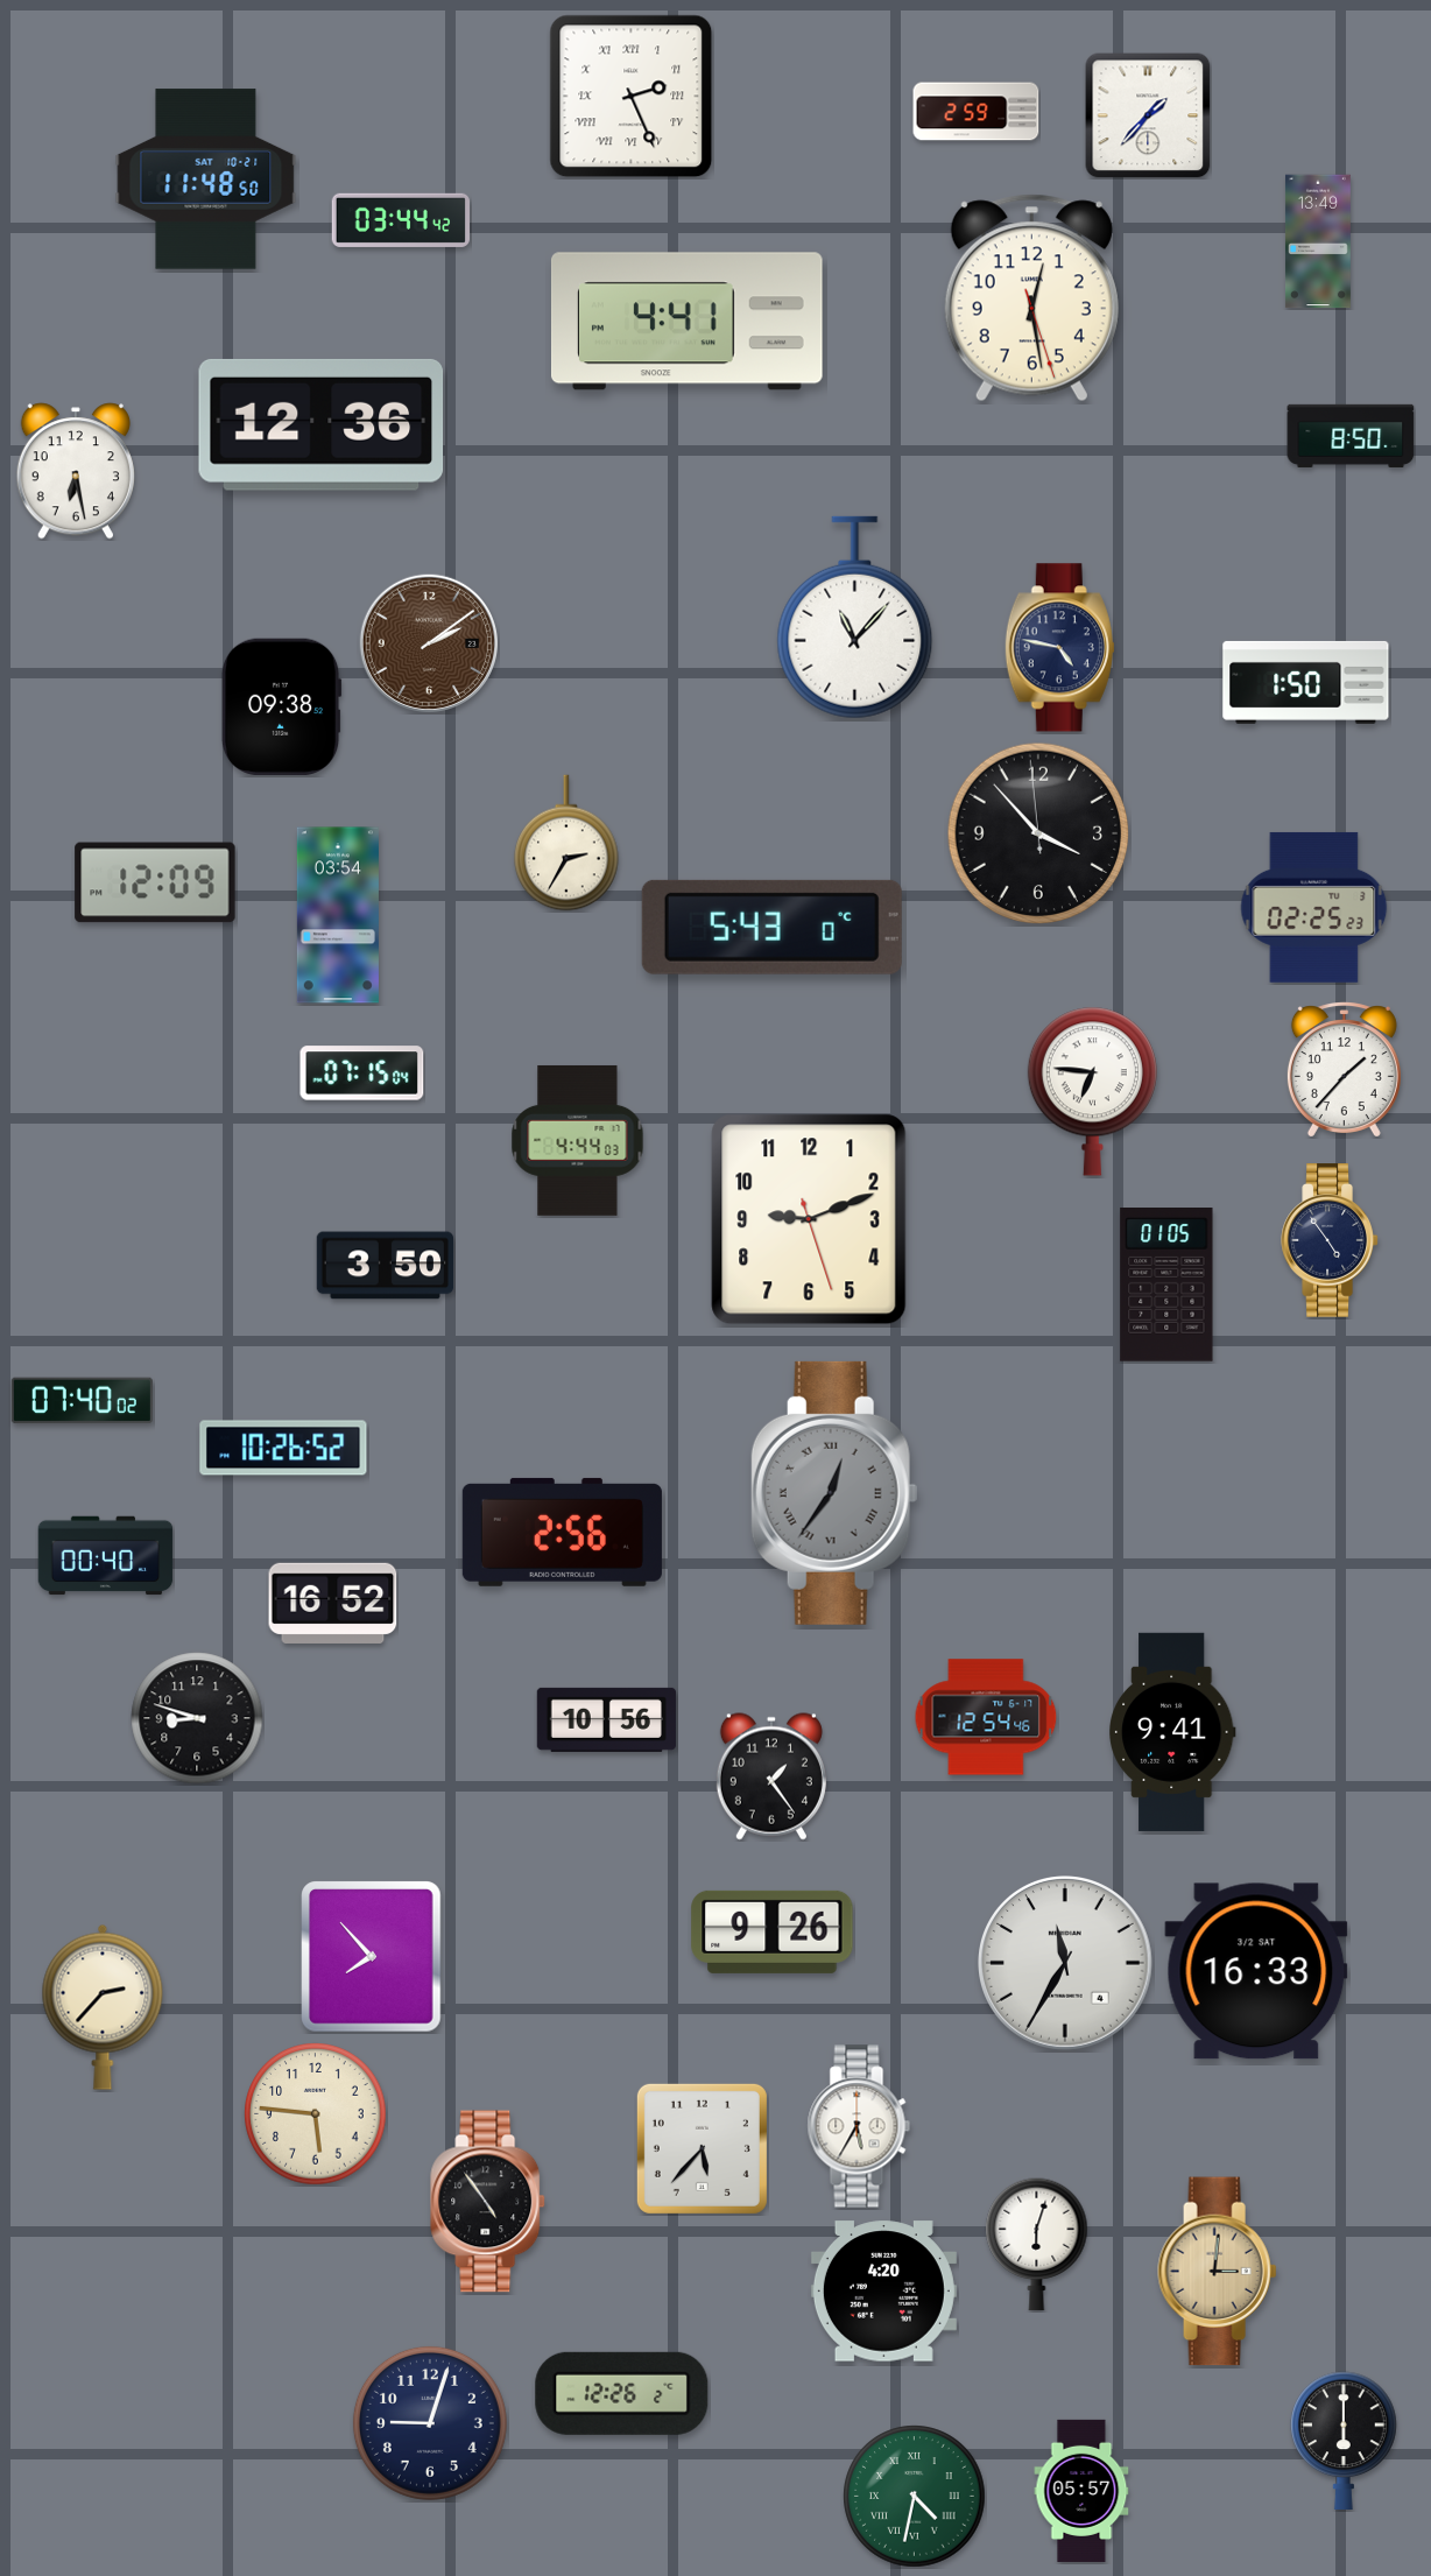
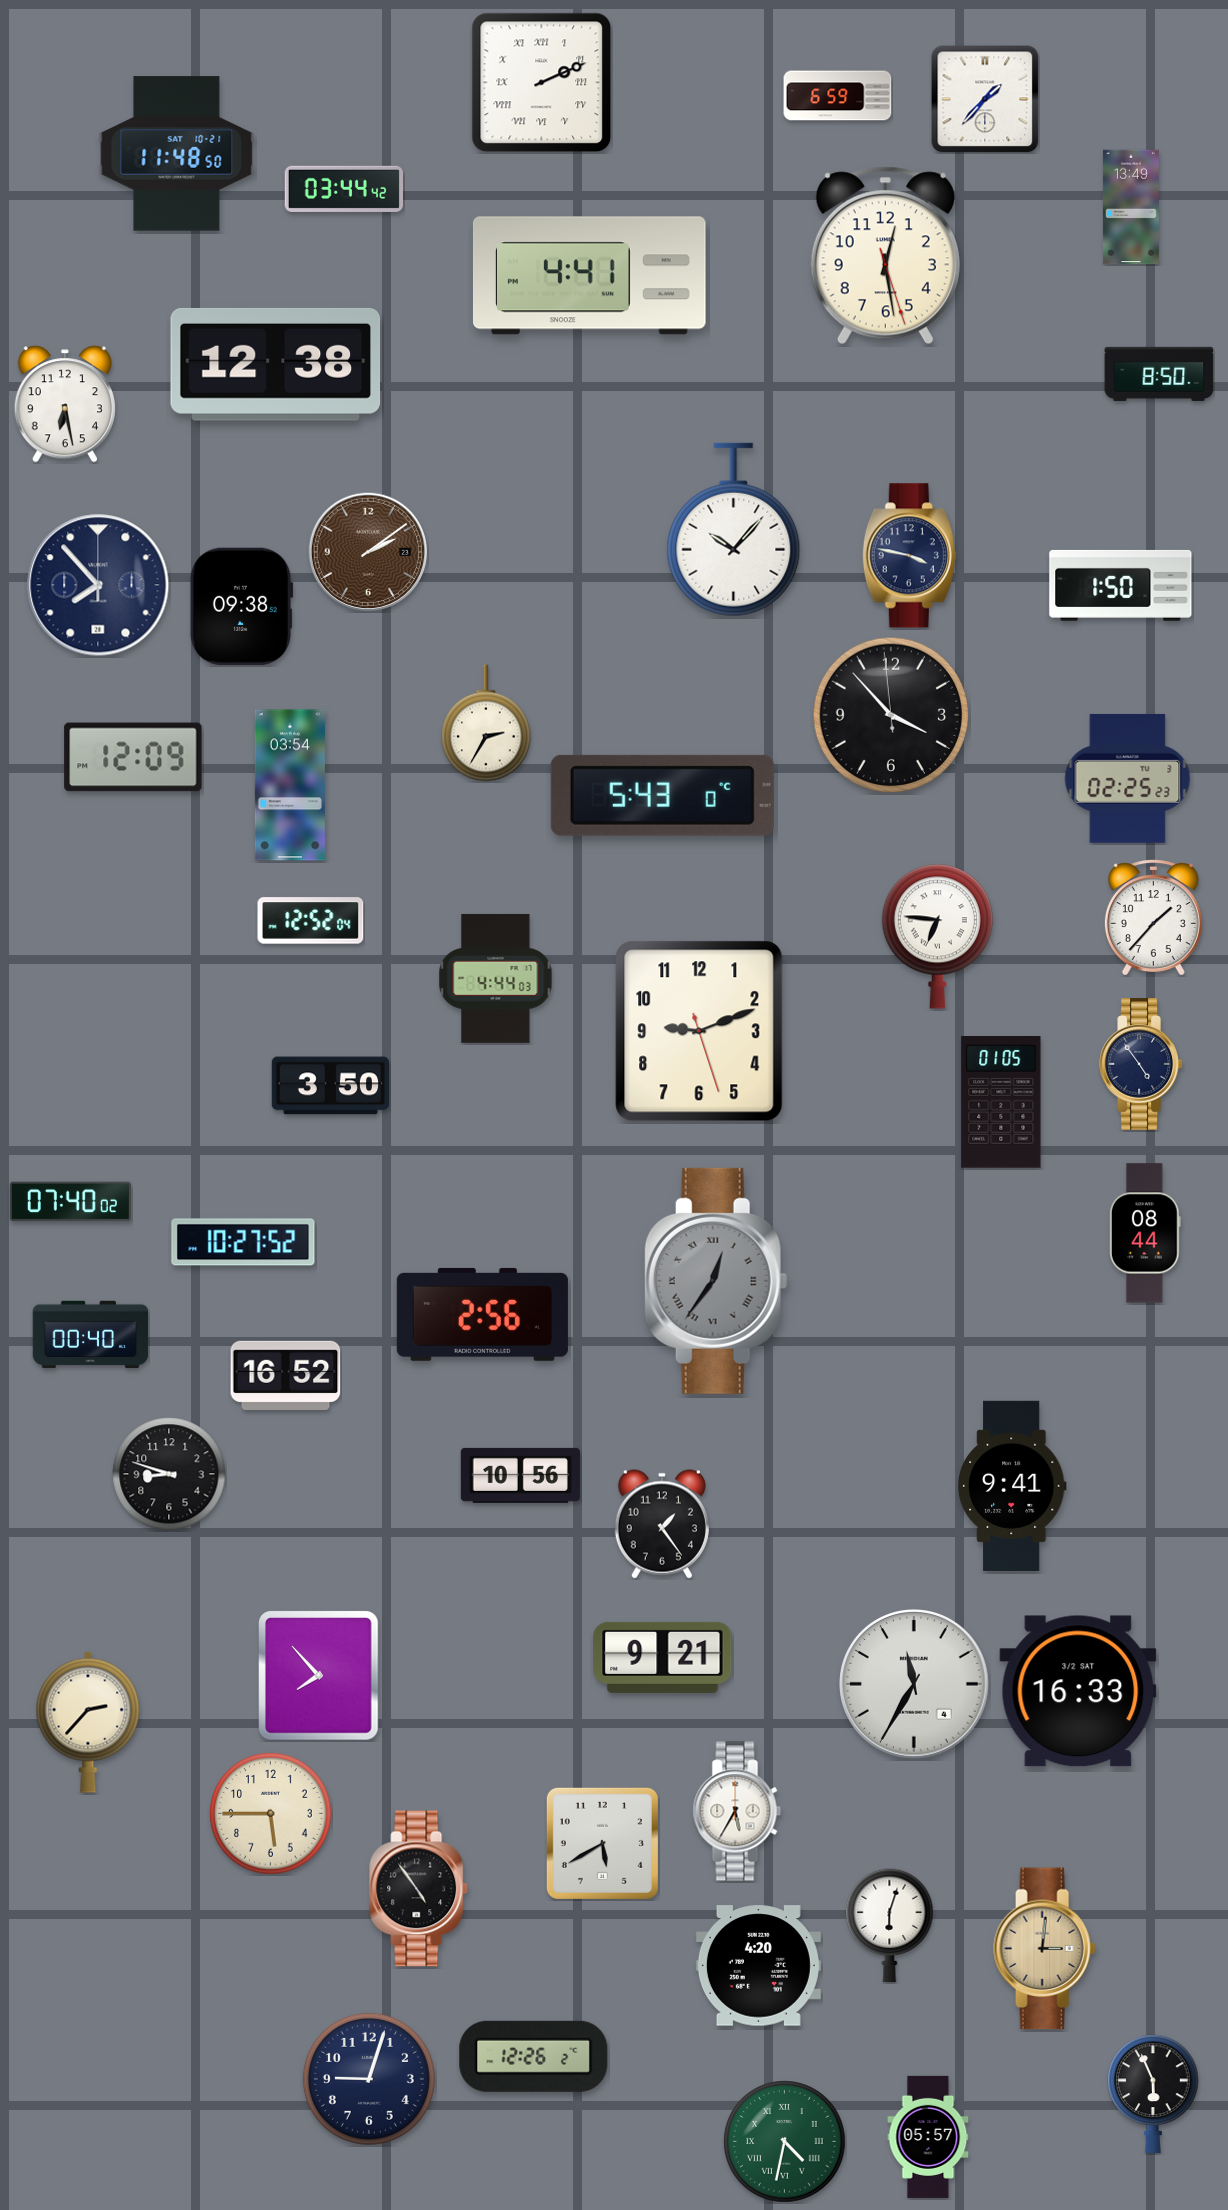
clock at (632, 97): 2:26 -> 2:11
clock at (977, 112): 2:59 -> 6:59
clock at (322, 424): 12:36 -> 12:38
clock at (855, 618): 11:07 -> 10:07
clock at (1059, 648): 4:47 -> 3:47
clock at (98, 585): none -> 7:53
clock at (362, 1074): 07:15 -> 12:52
clock at (809, 1219) position: (809, 1219) -> (699, 1031)
clock at (1145, 1233): none -> 08:44
clock at (283, 1448): 10:26 -> 10:27
clock at (986, 1717): 12:54 -> none
clock at (1172, 1732) position: (1172, 1732) -> (1012, 1486)
clock at (773, 1931): 9:26 -> 9:21
clock at (372, 1957) position: (372, 1957) -> (319, 1676)
clock at (316, 2114): 5:46 -> 5:45
clock at (859, 2126) position: (859, 2126) -> (737, 1811)
clock at (702, 2148): 5:37 -> 5:40
clock at (622, 2393) position: (622, 2393) -> (534, 2056)
clock at (1344, 2440): 6:00 -> 5:56
